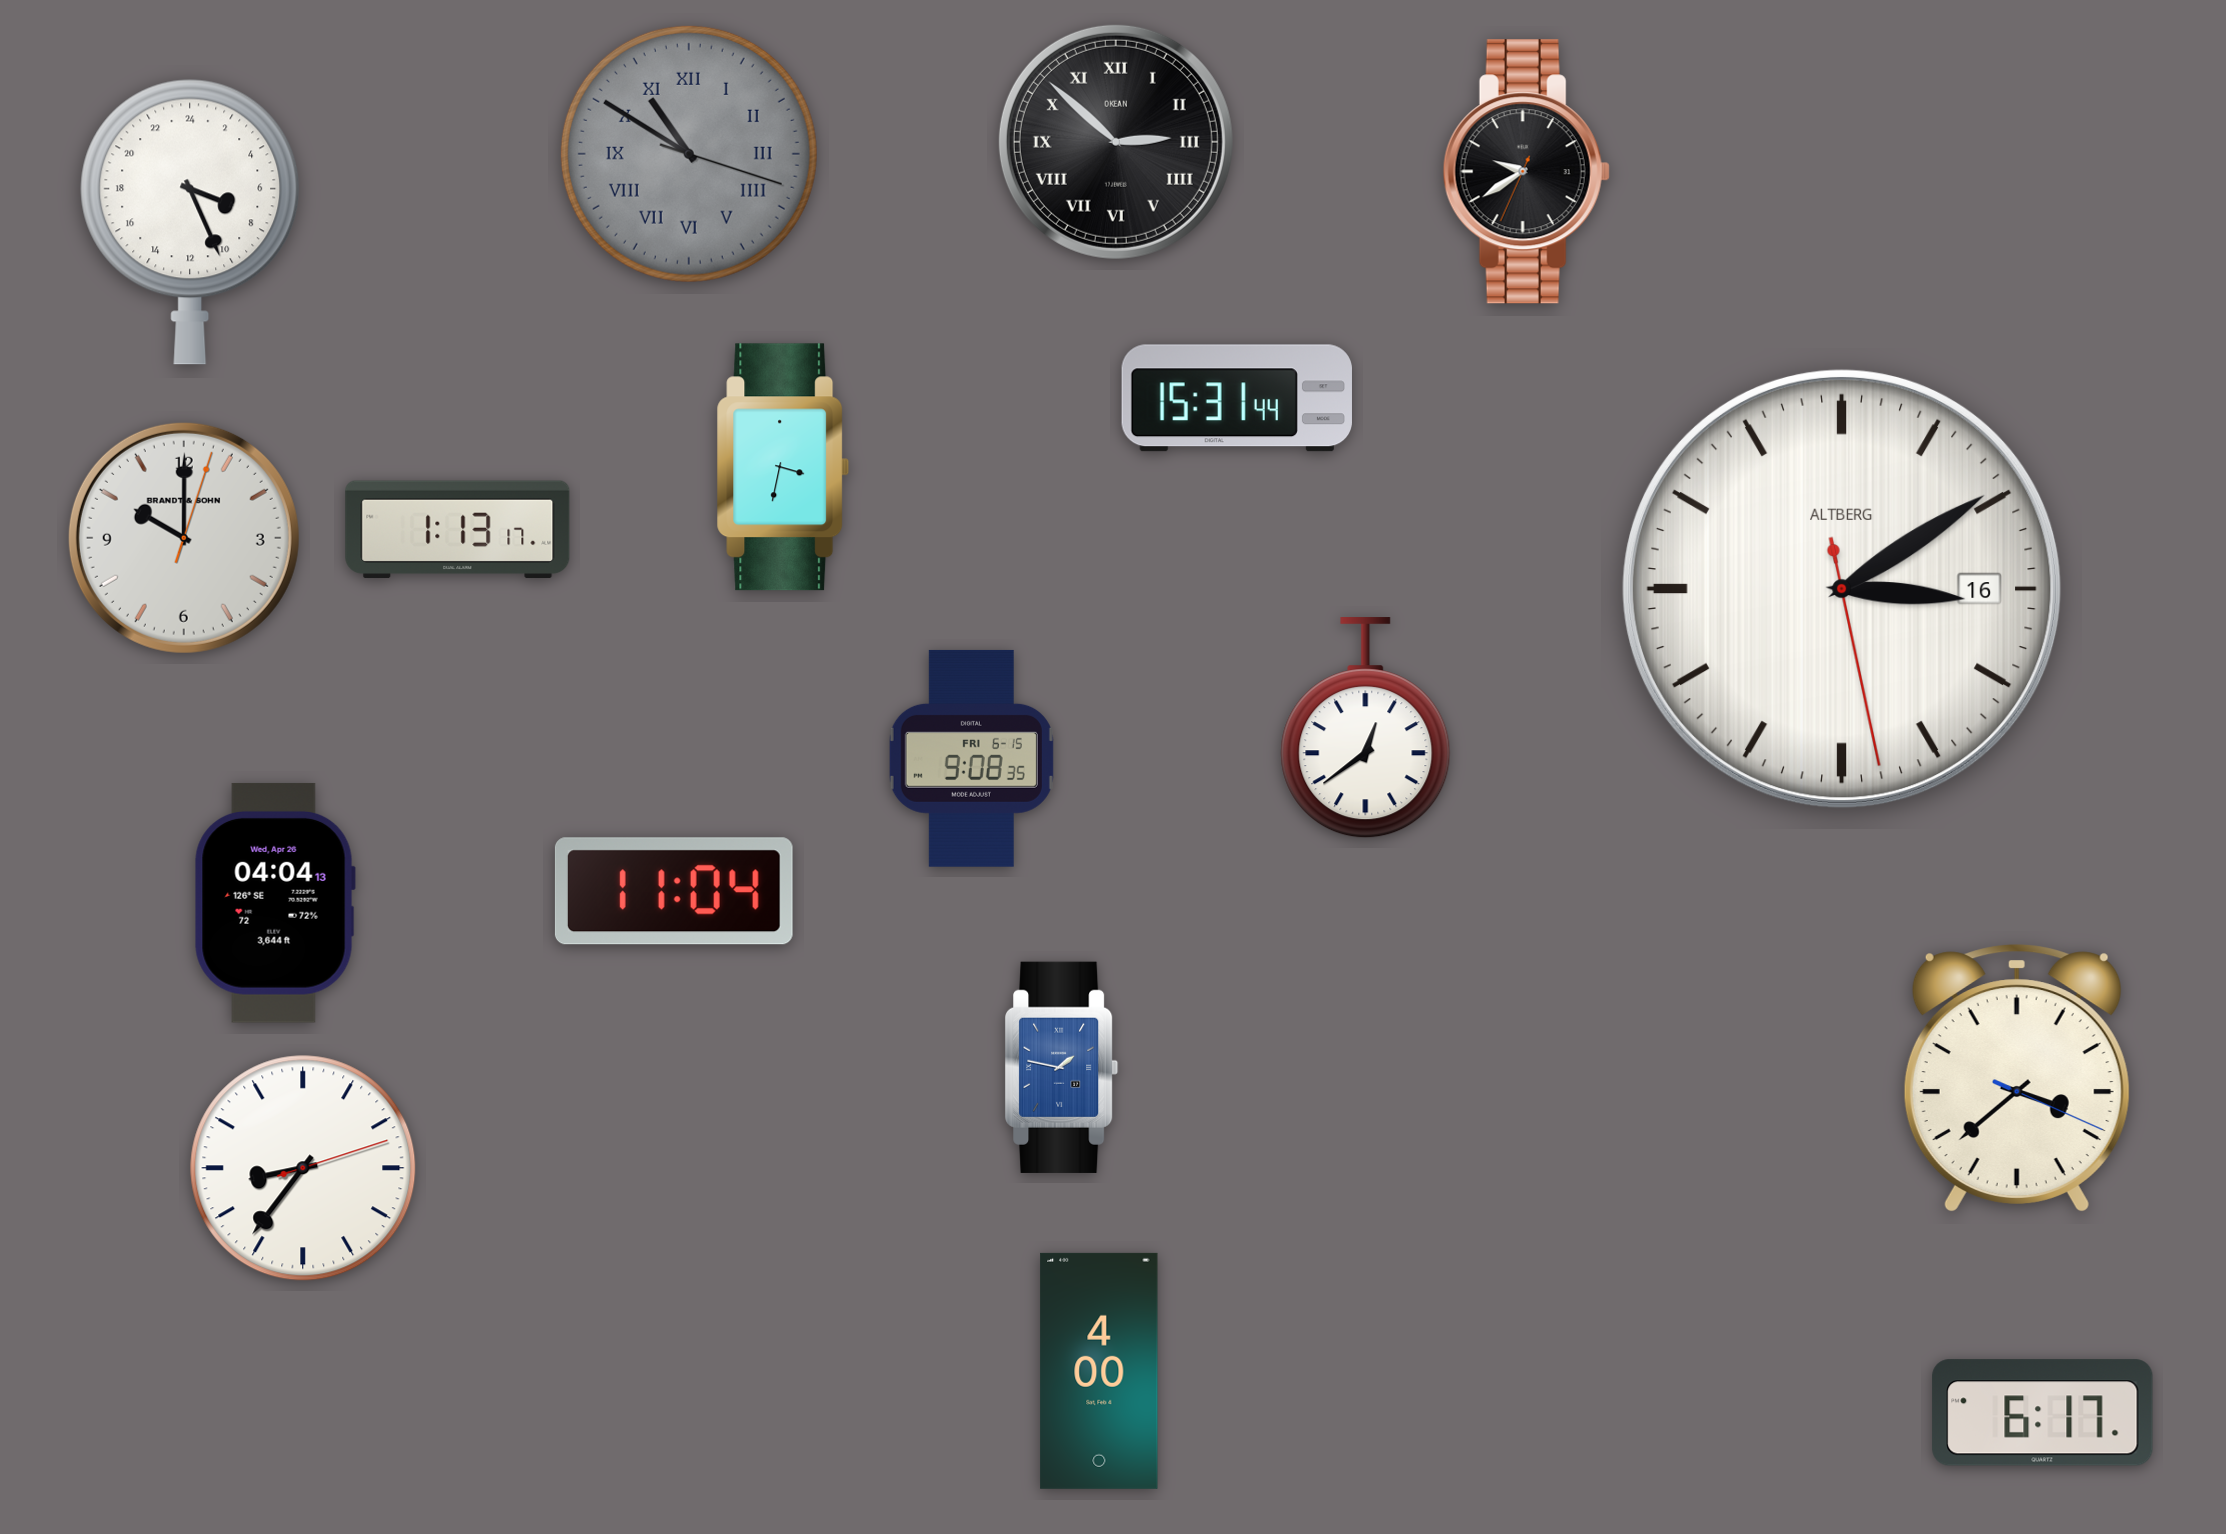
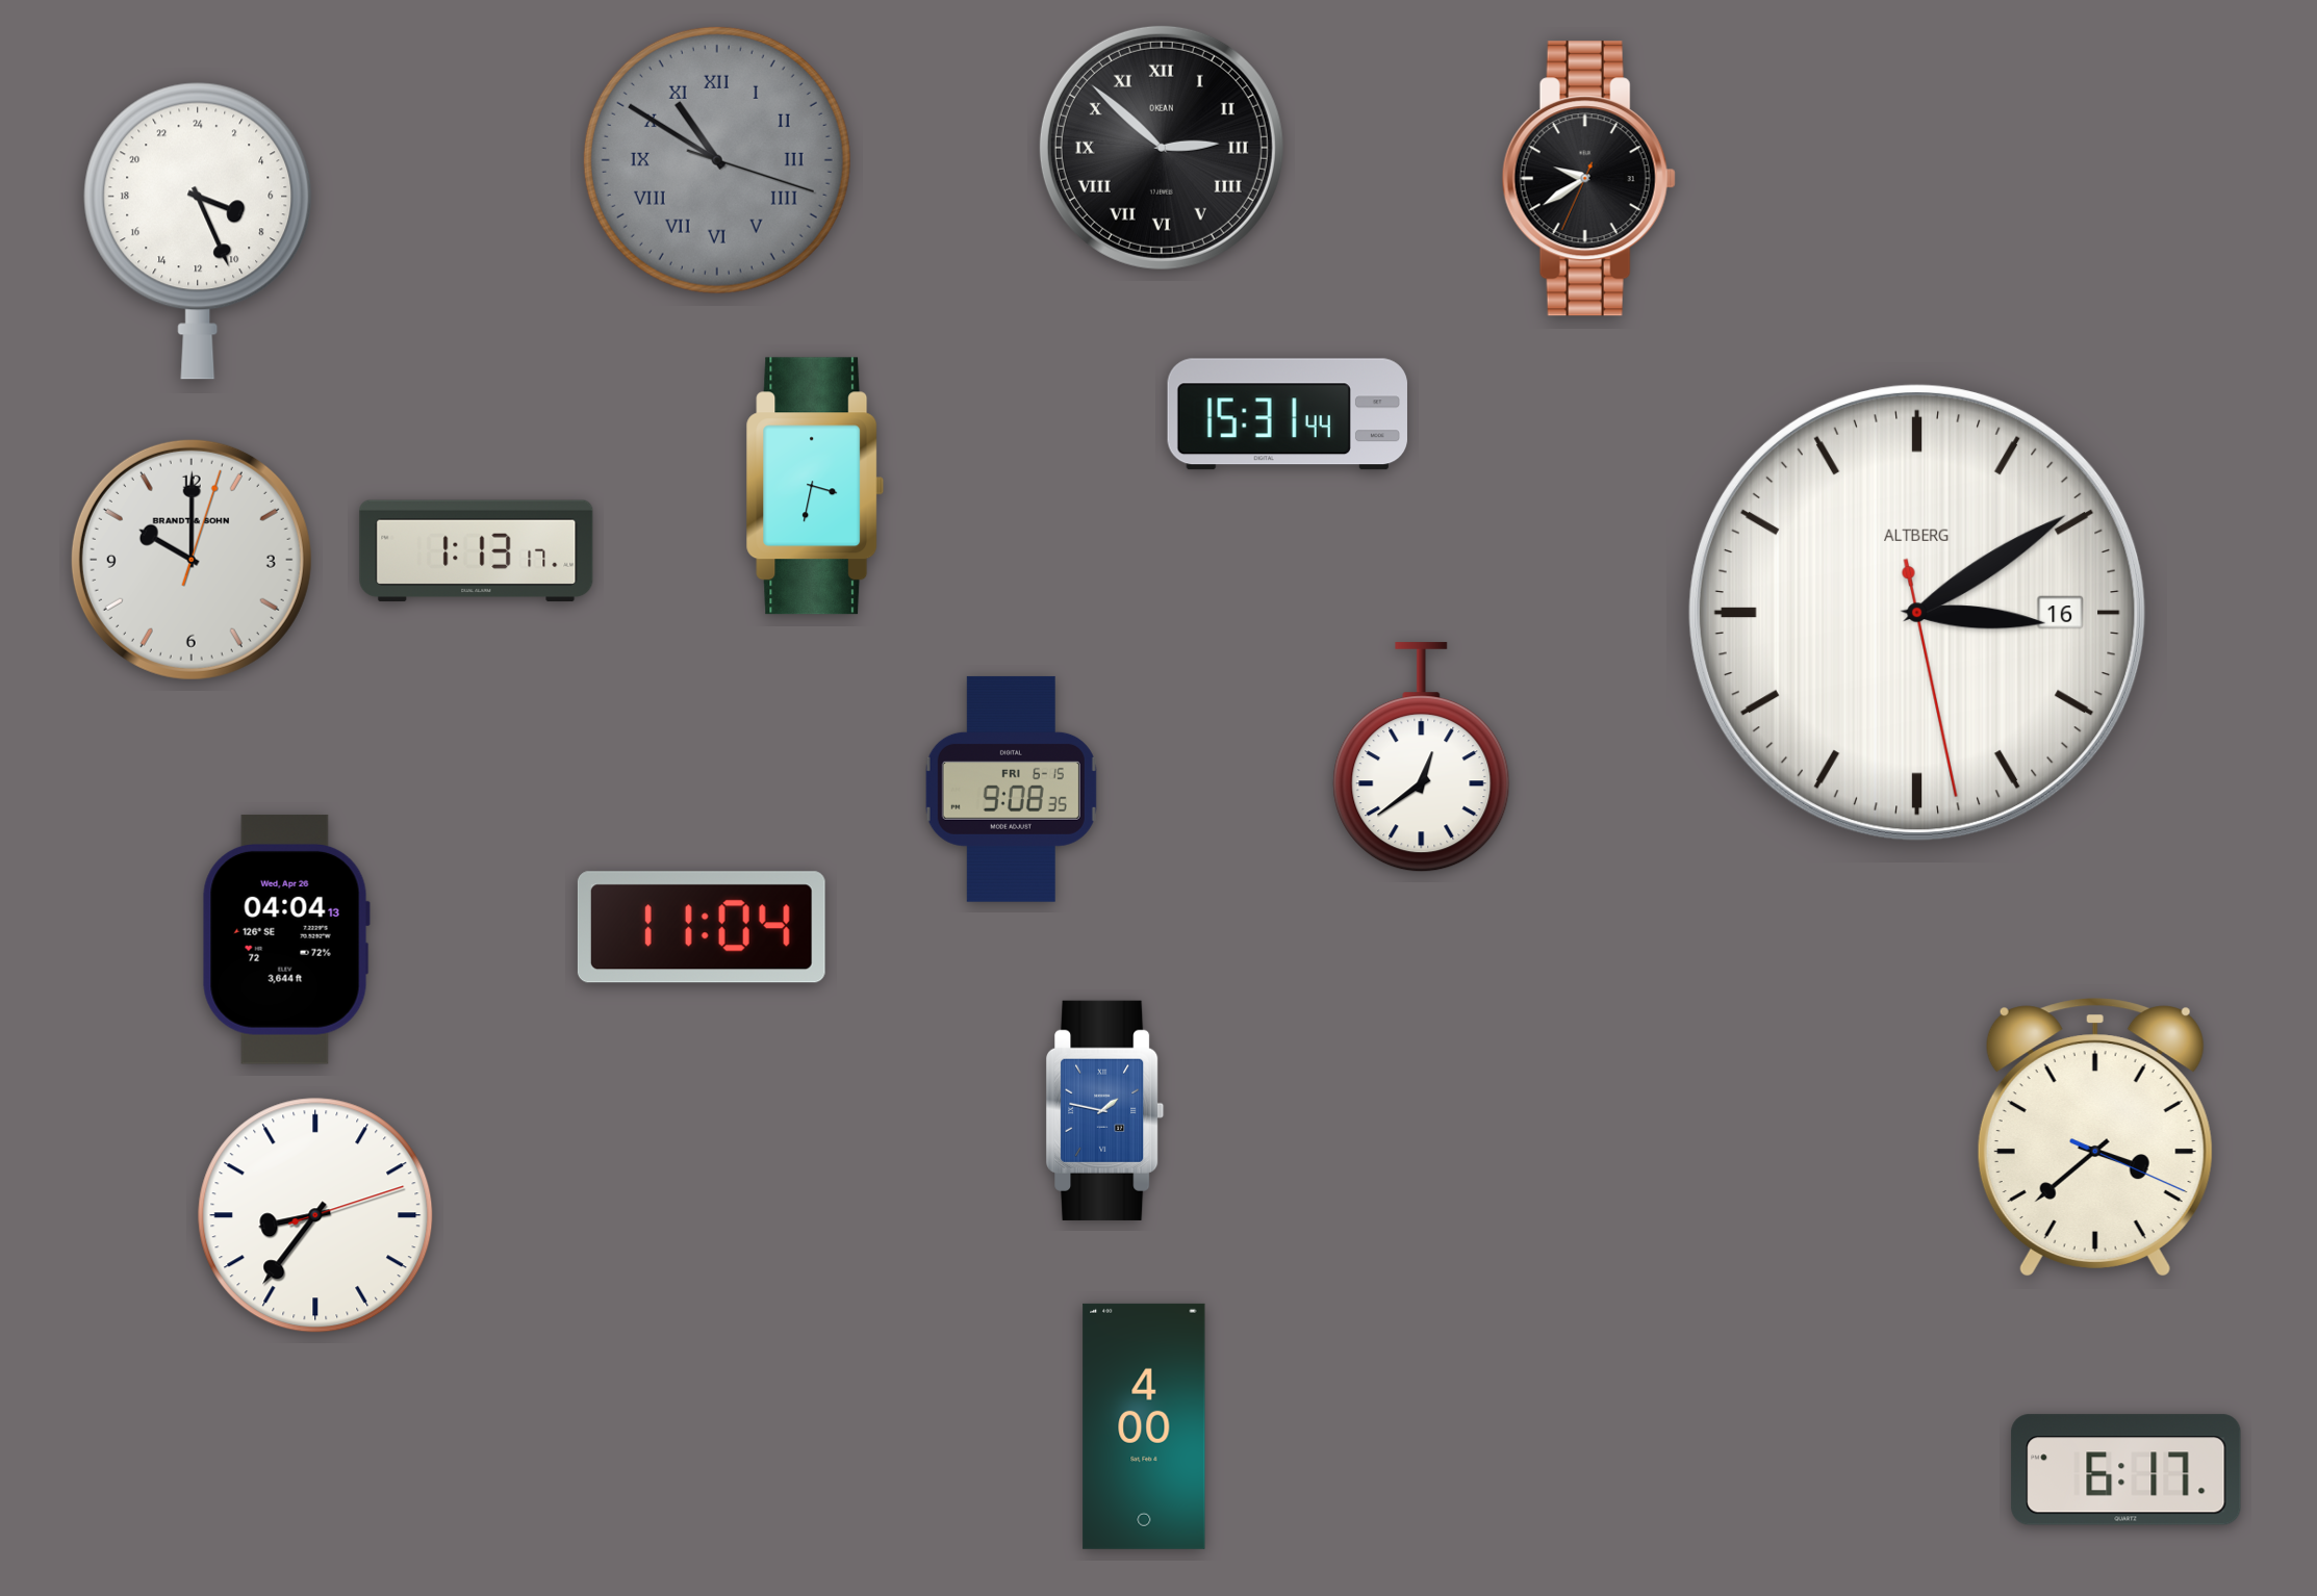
clock at (2017, 1078) position: (2017, 1078) -> (2095, 1137)
